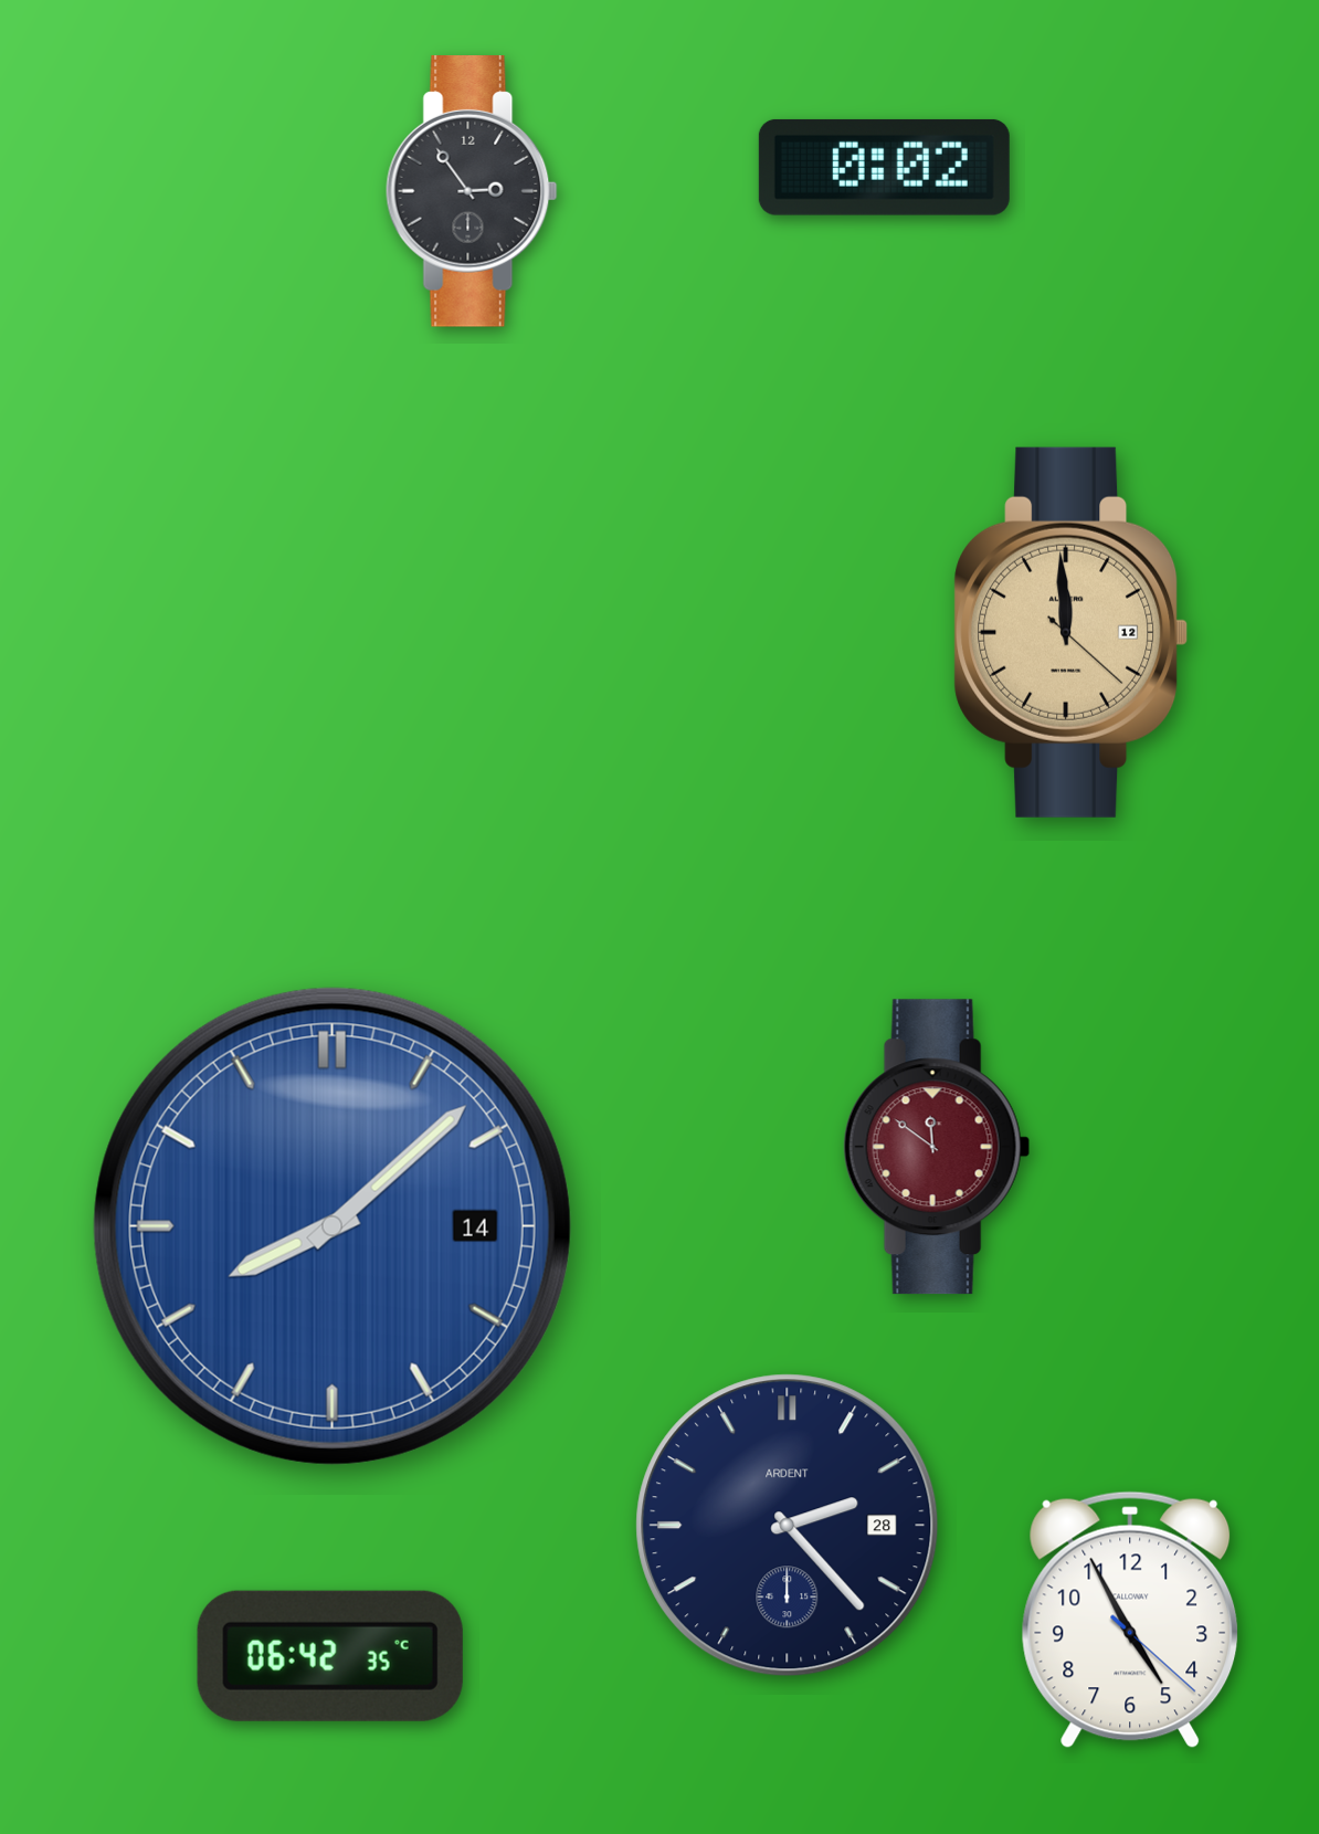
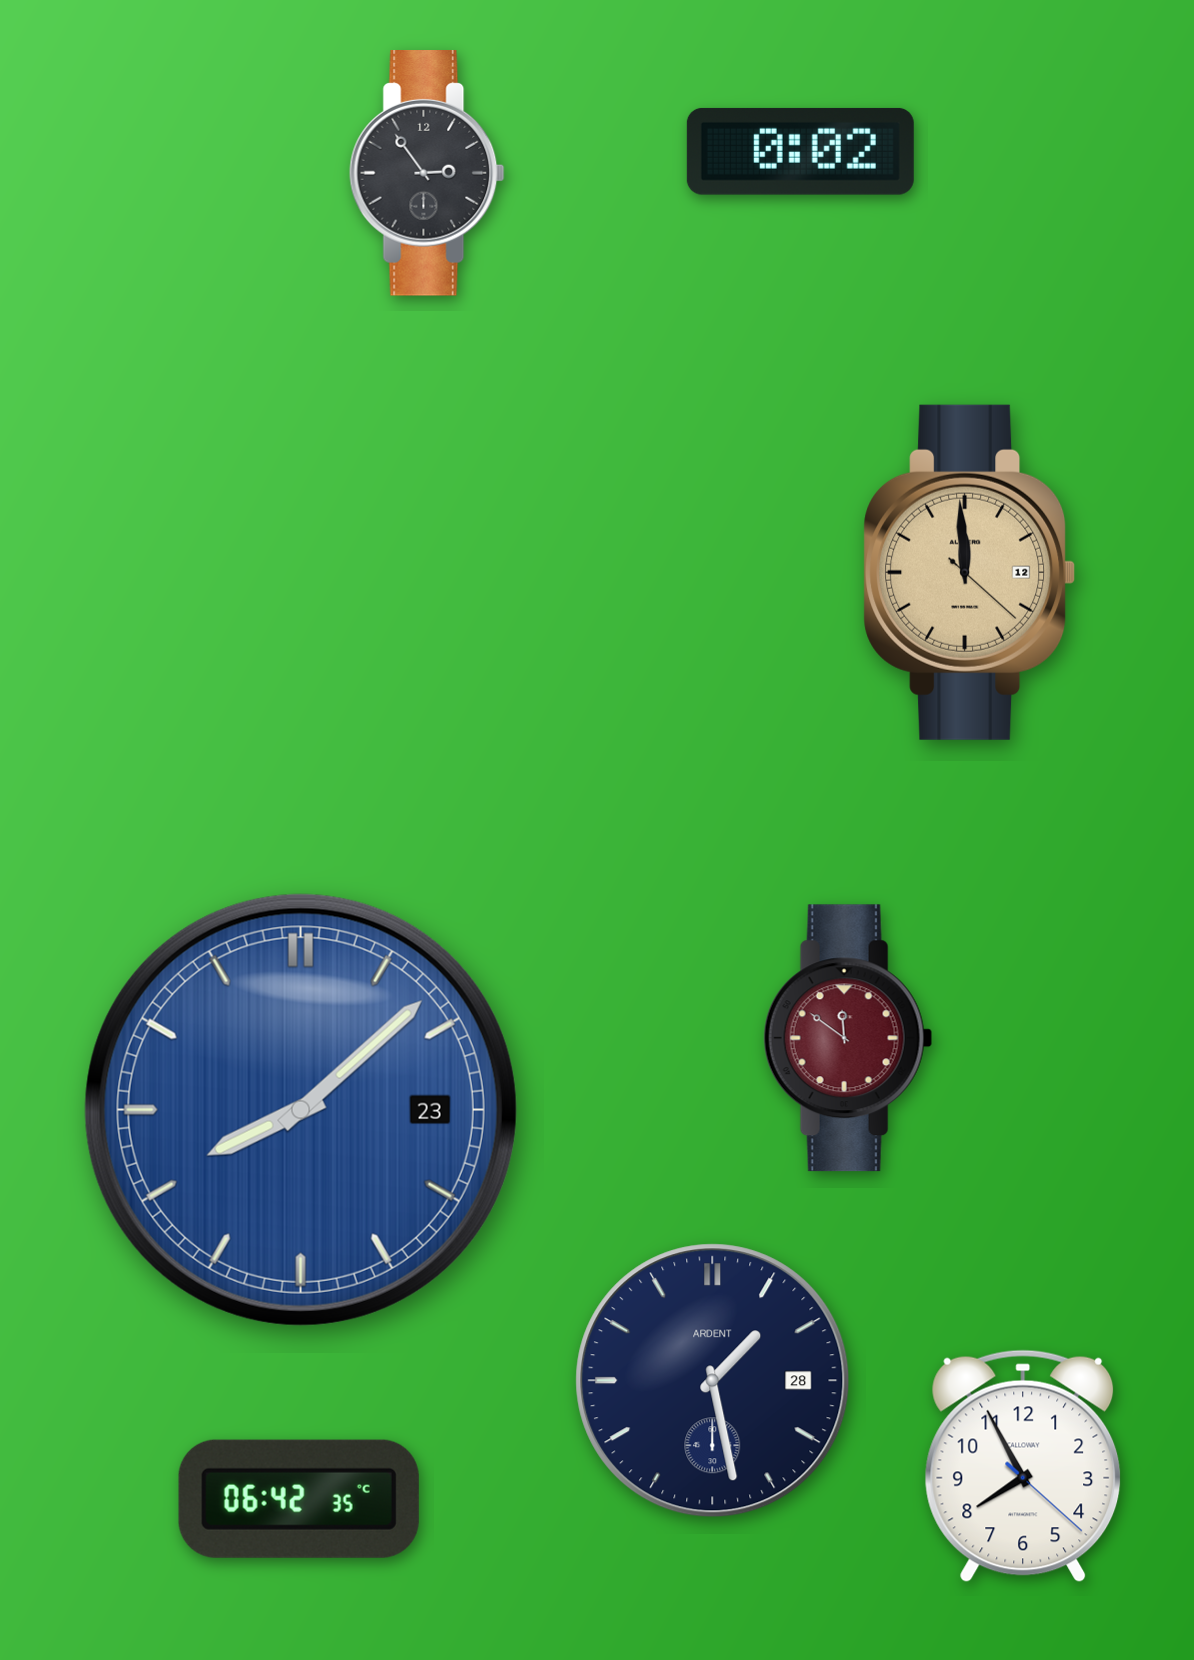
clock at (333, 1226) date: 14 -> 23
clock at (788, 1526): 2:23 -> 1:28
clock at (1130, 1620): 4:55 -> 7:55
